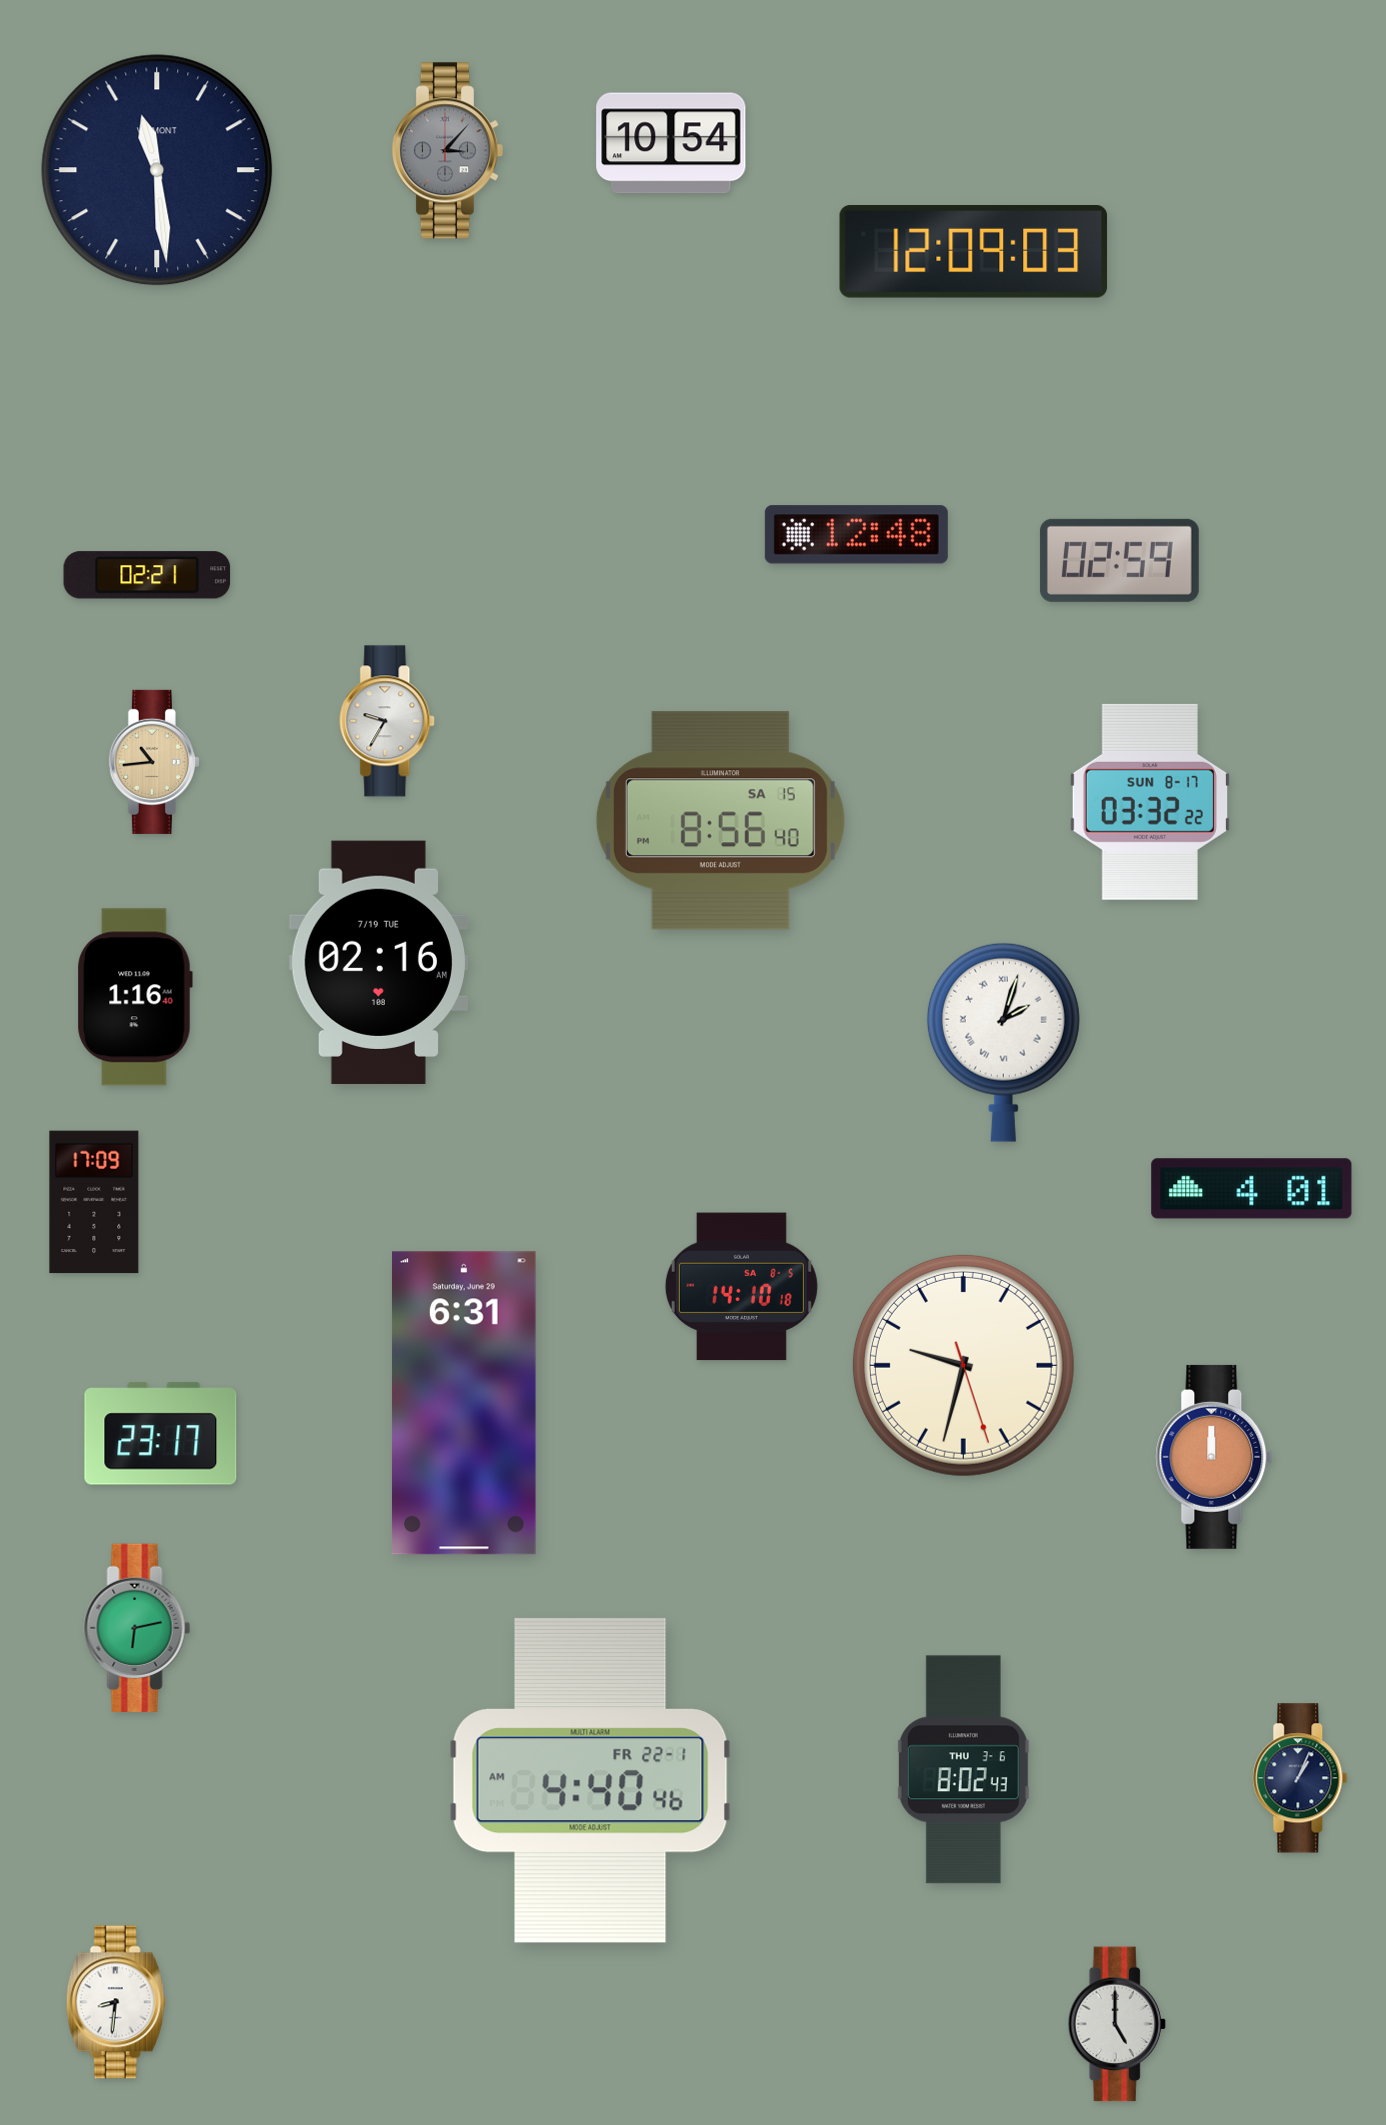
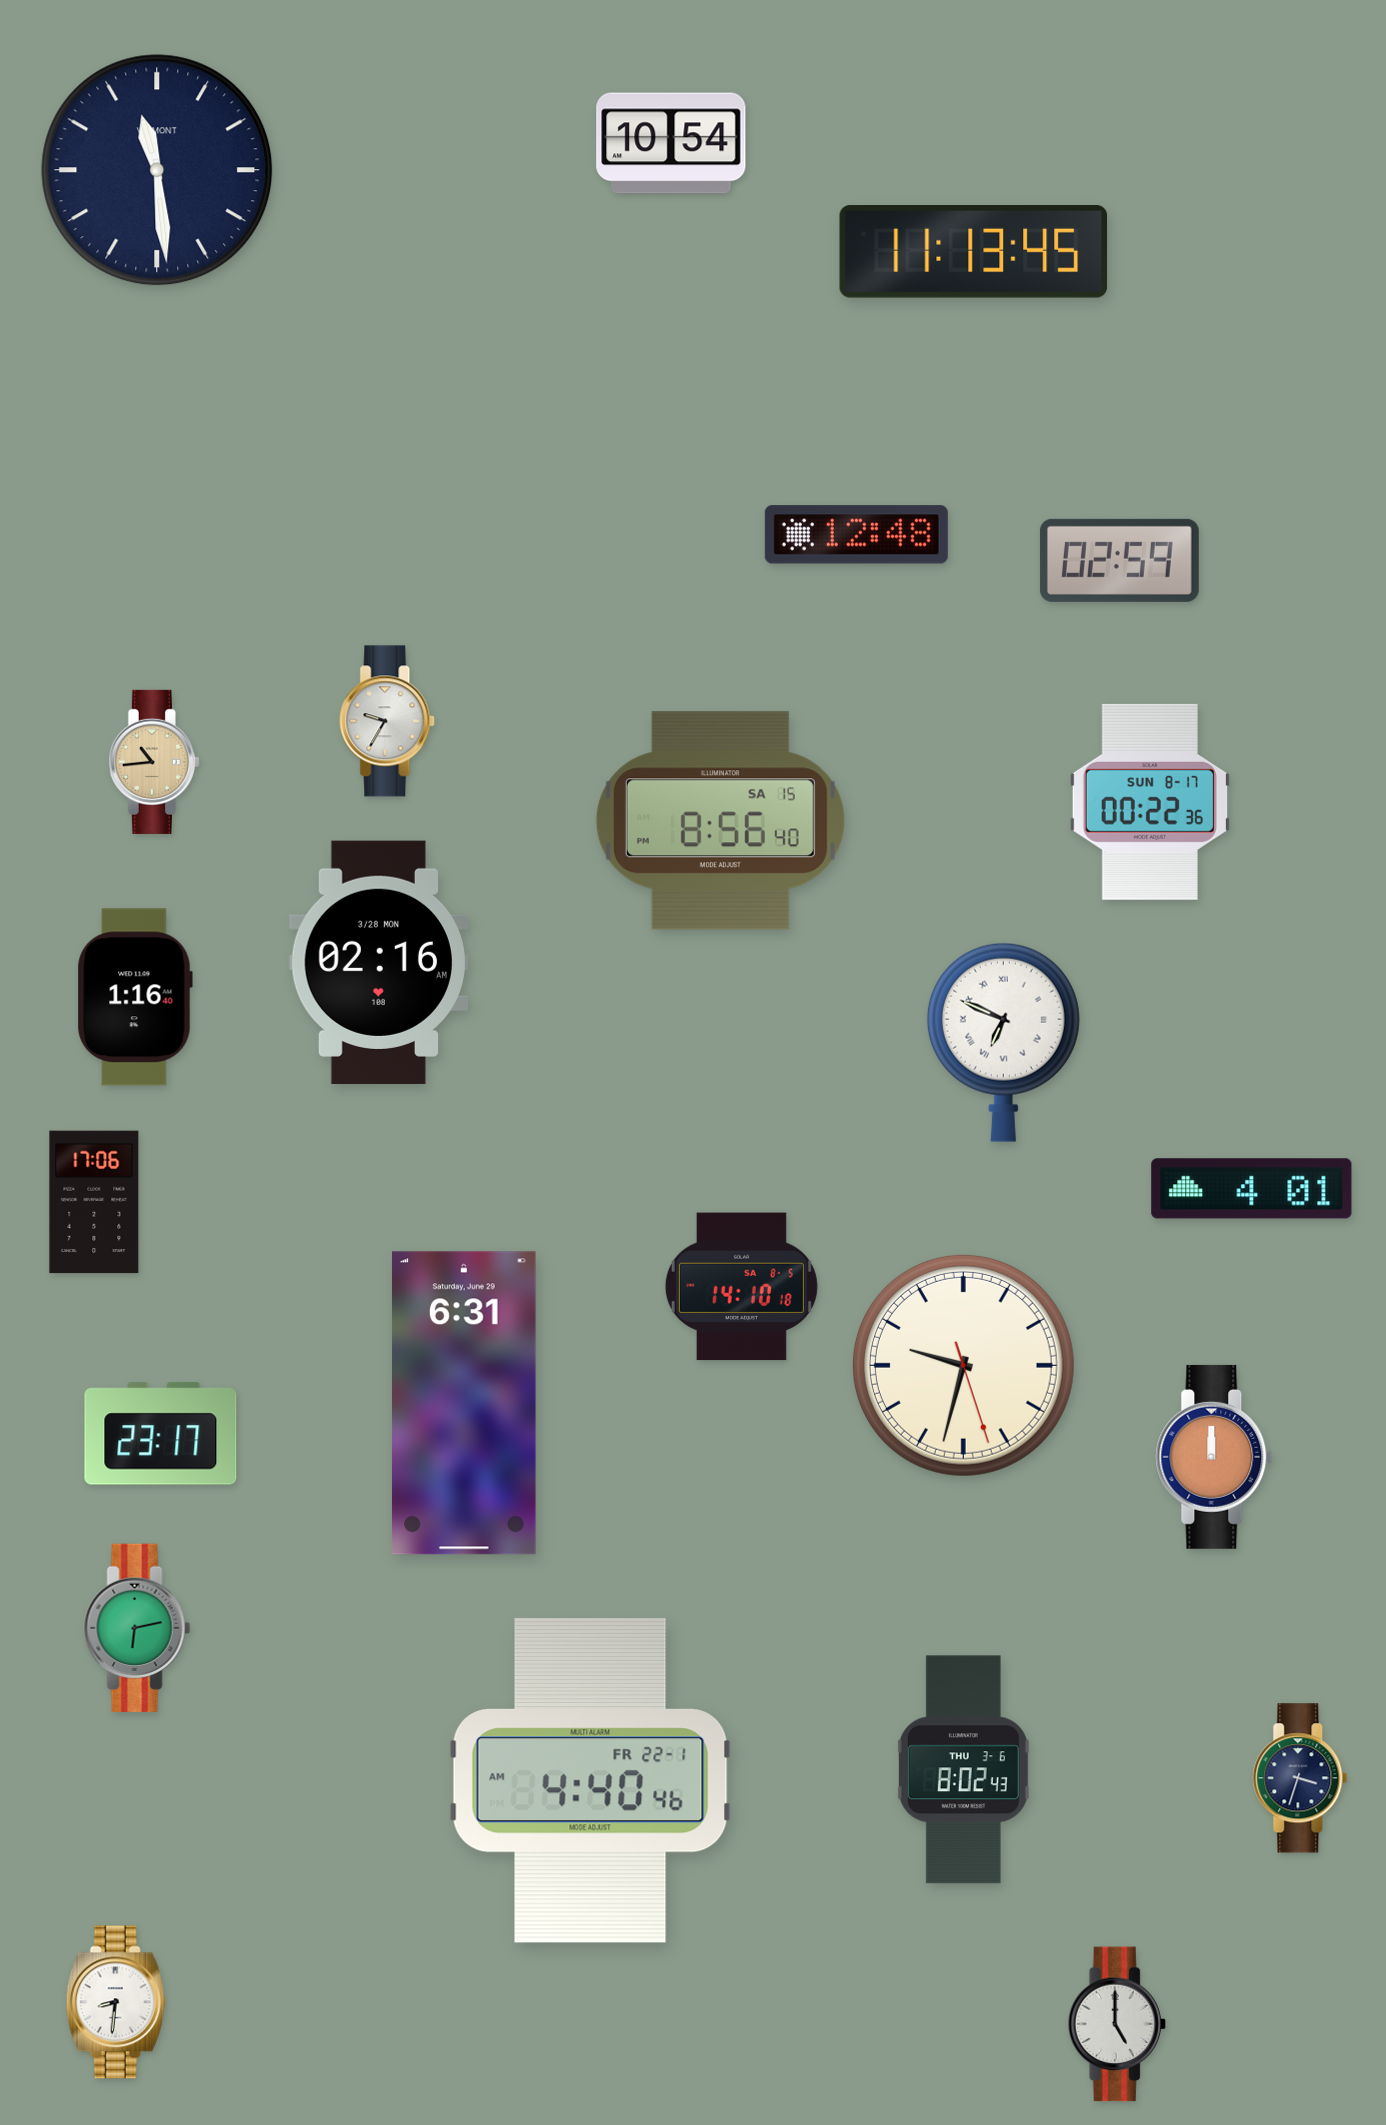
clock at (447, 151): 3:07 -> none
clock at (974, 252): 12:09 -> 11:13
clock at (147, 575): 02:21 -> none
clock at (1150, 802): 03:32 -> 00:22
clock at (378, 962) date: 7/19 TUE -> 3/28 MON
clock at (1003, 1042): 2:03 -> 6:49
clock at (94, 1202): 17:09 -> 17:06
clock at (1300, 1778): 1:04 -> 3:33
